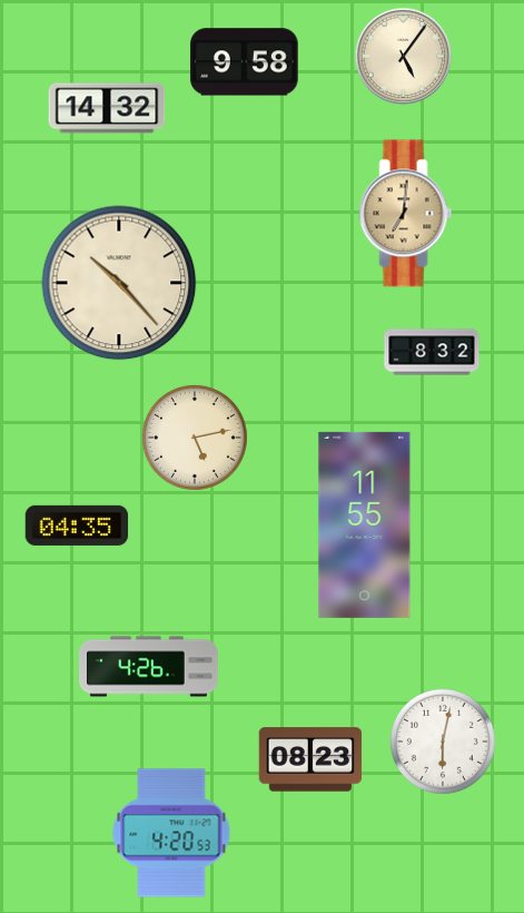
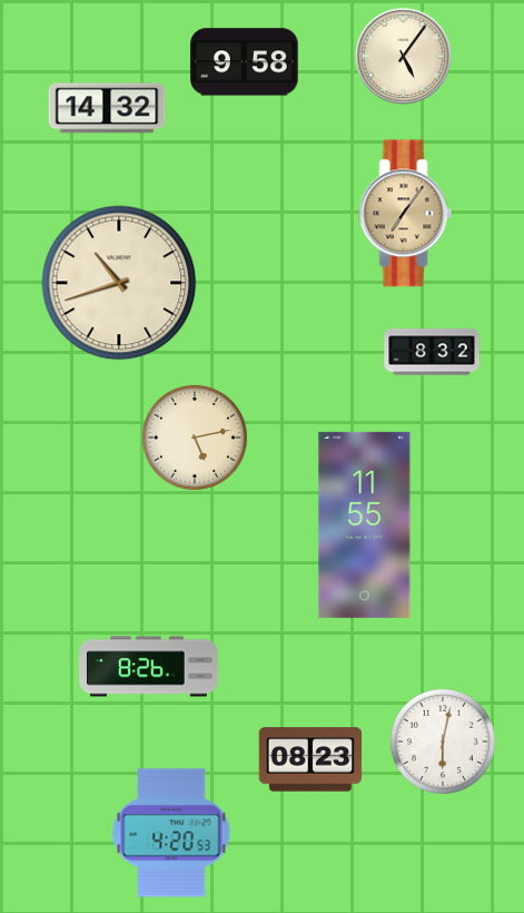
clock at (406, 214): 7:01 -> 7:06
clock at (119, 283): 10:23 -> 10:42
clock at (77, 526): 04:35 -> none
clock at (149, 667): 4:26 -> 8:26
